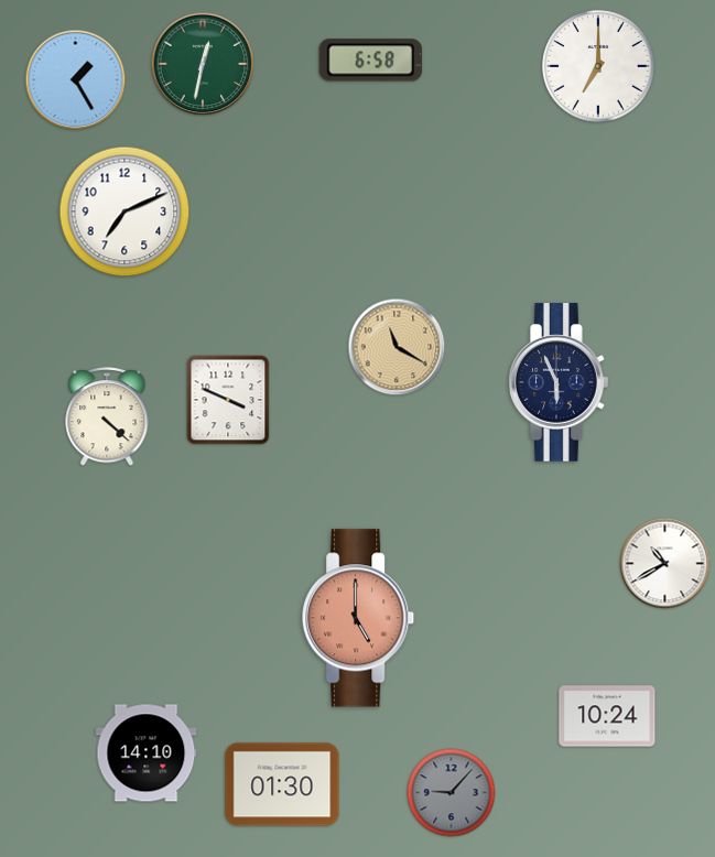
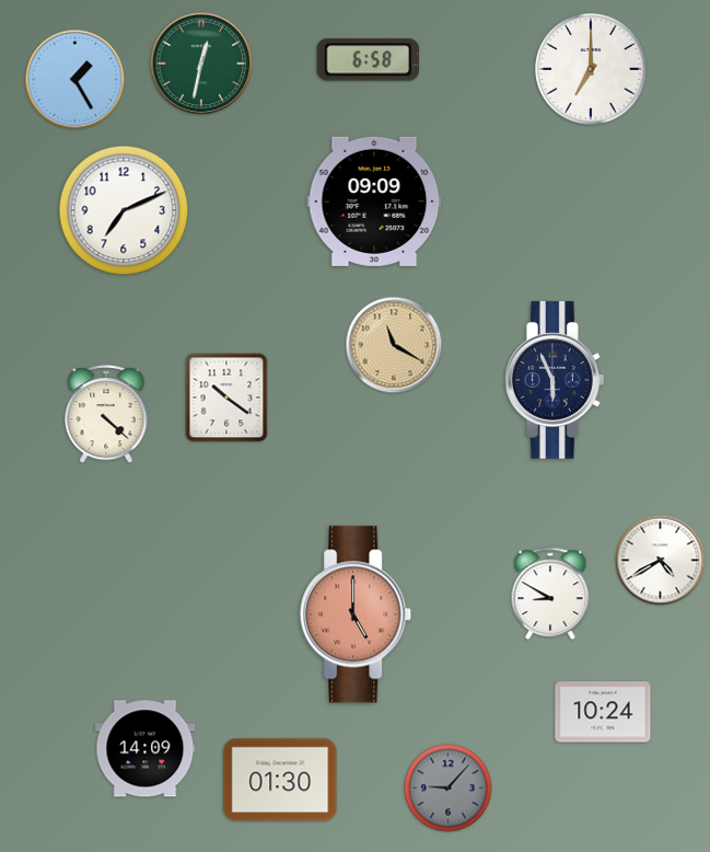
clock at (598, 66) position: (598, 66) -> (591, 69)
clock at (374, 202): none -> 09:09
clock at (228, 400): 3:49 -> 10:21
clock at (665, 564): 10:40 -> 4:40
clock at (550, 594): none -> 8:50
clock at (147, 753): 14:10 -> 14:09
